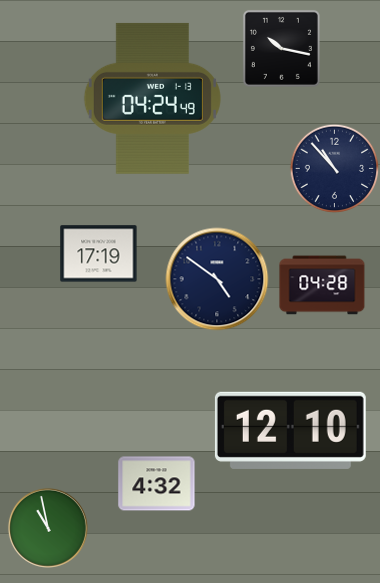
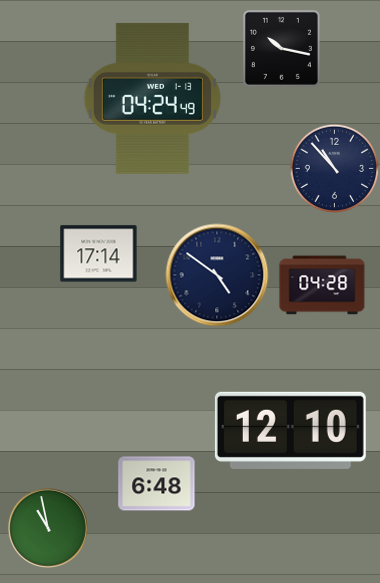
clock at (99, 254): 17:19 -> 17:14
clock at (217, 279) position: (217, 279) -> (217, 275)
clock at (157, 484): 4:32 -> 6:48
